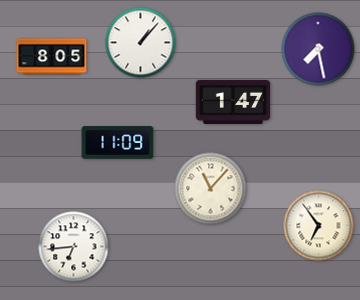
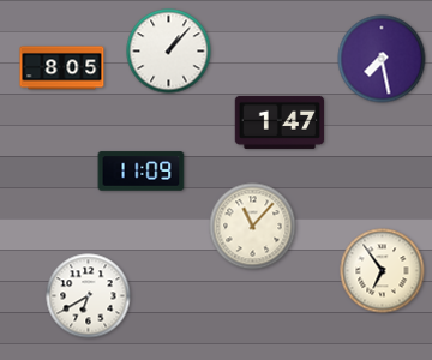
clock at (74, 247): 6:44 -> 6:40
